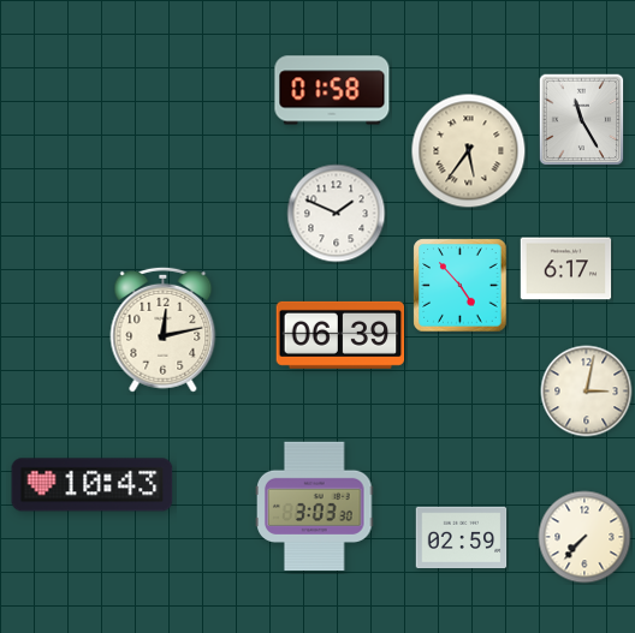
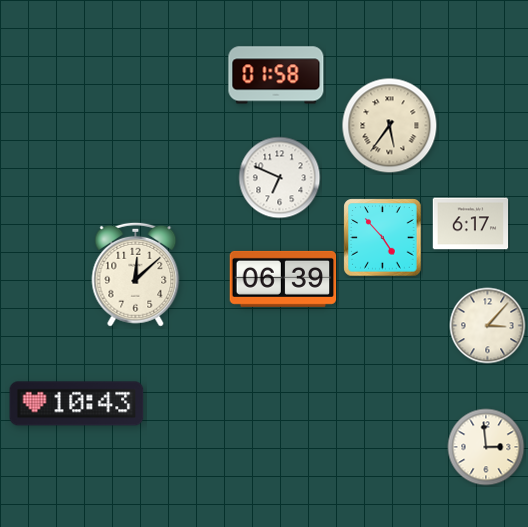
clock at (582, 120): 11:25 -> none
clock at (337, 214): 1:49 -> 6:49
clock at (164, 329): 12:13 -> 12:08
clock at (587, 392): 3:02 -> 3:07
clock at (315, 507): 3:03 -> none
clock at (584, 537): 7:37 -> 2:59
clock at (462, 538): 02:59 -> none
